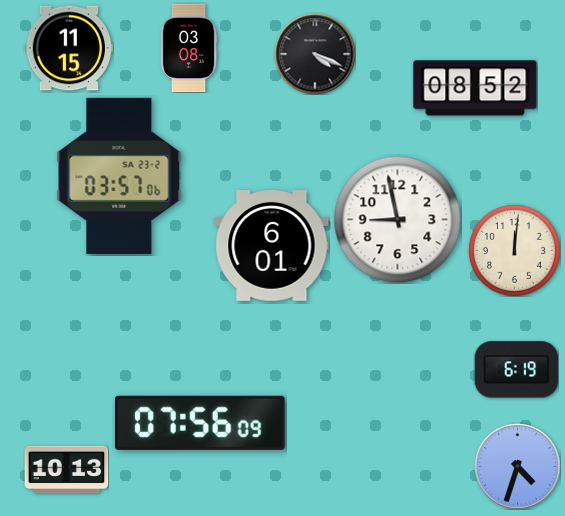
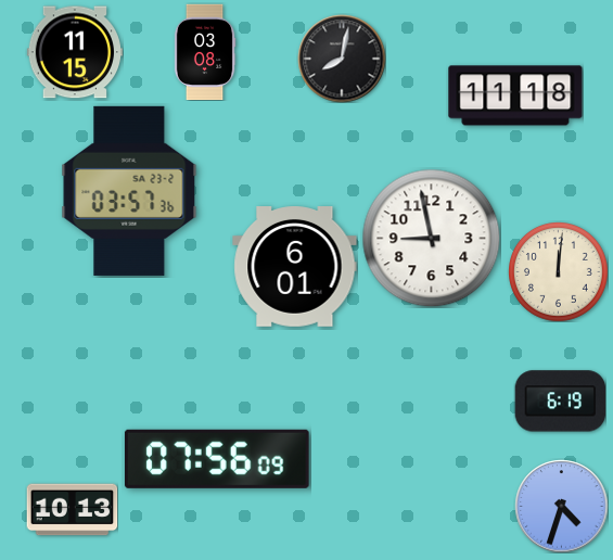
clock at (315, 54): 4:19 -> 8:02
clock at (475, 88): 08:52 -> 11:18
clock at (119, 176): 03:57:06 -> 03:57:36
